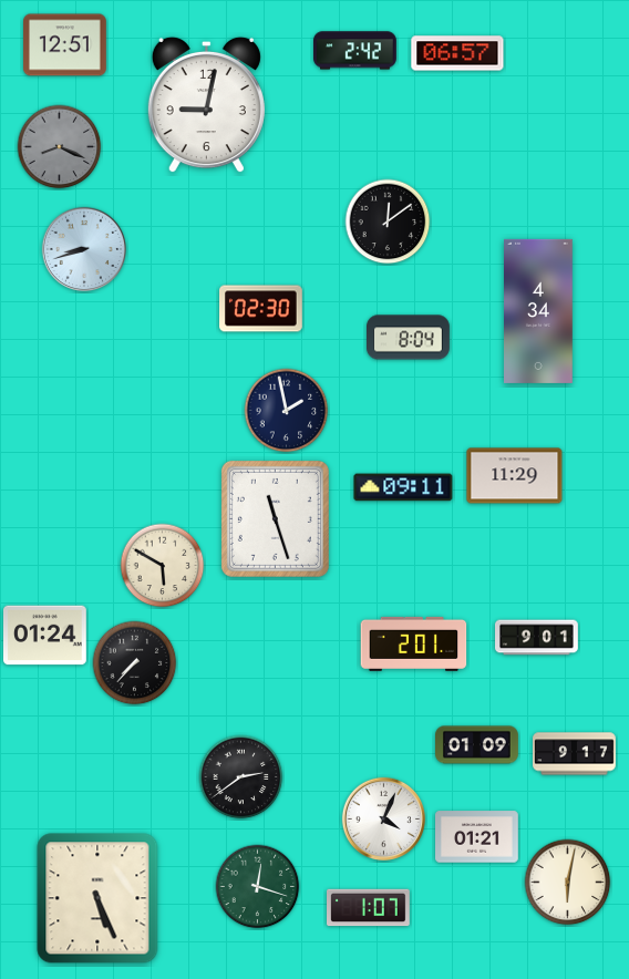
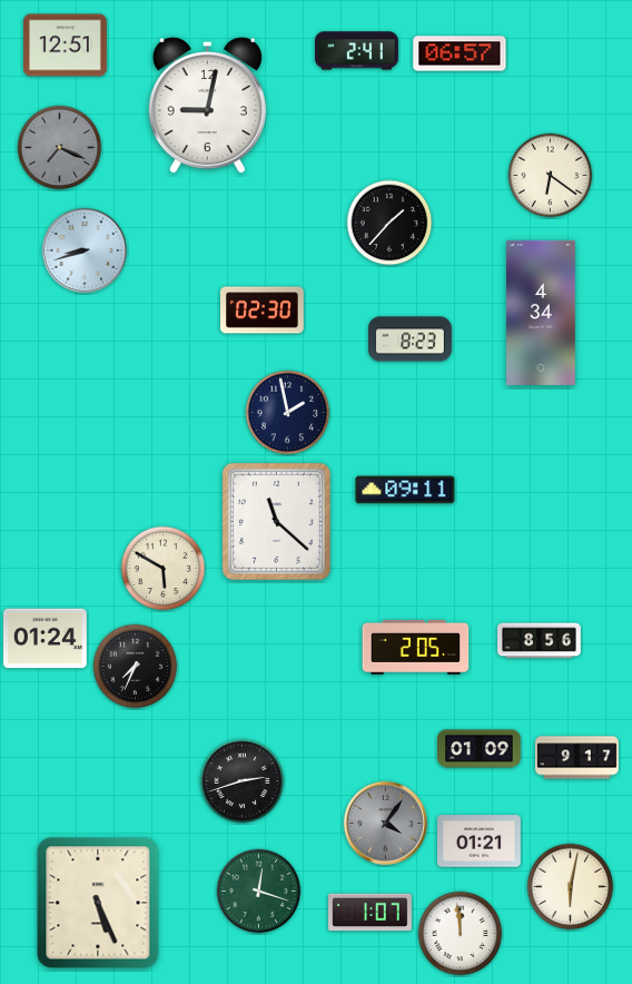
clock at (355, 51): 2:42 -> 2:41
clock at (60, 147): 8:19 -> 7:19
clock at (551, 176): none -> 6:21
clock at (388, 221): 12:09 -> 1:37
clock at (409, 338): 8:04 -> 8:23
clock at (515, 476): 11:29 -> none
clock at (275, 518): 11:27 -> 11:22
clock at (537, 638): 9:01 -> 8:56
clock at (414, 643): 2:01 -> 2:05
clock at (135, 663): 7:37 -> 7:34
clock at (241, 777): 2:39 -> 2:42
clock at (383, 818): 4:04 -> 4:06
clock at (383, 818) dial: white -> grey
clock at (461, 934): none -> 11:59
